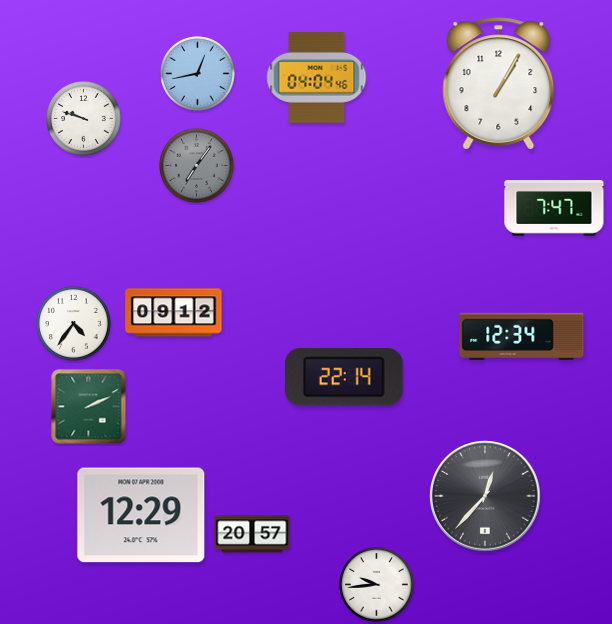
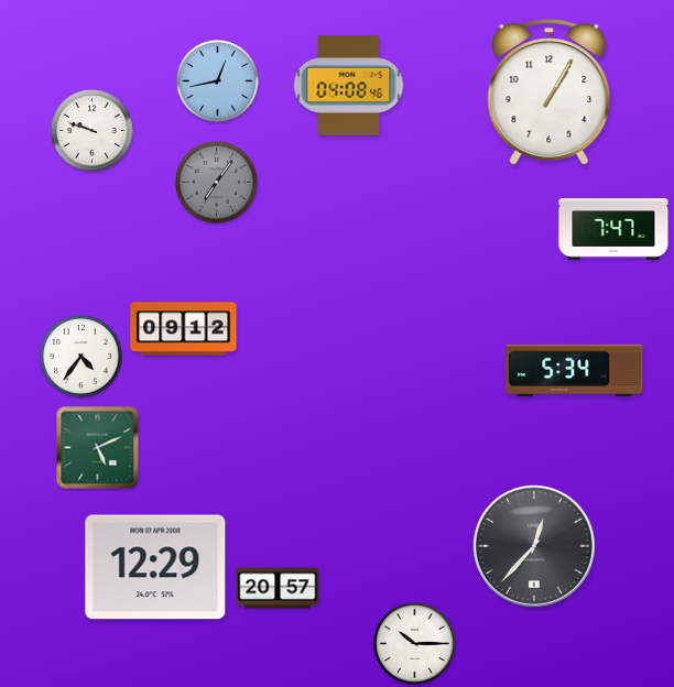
clock at (317, 78): 04:04 -> 04:08
clock at (554, 208) position: (554, 208) -> (613, 229)
clock at (174, 313) position: (174, 313) -> (184, 329)
clock at (522, 336): 12:34 -> 5:34
clock at (344, 377): 22:14 -> none
clock at (89, 407): 2:11 -> 5:11
clock at (377, 585): 9:44 -> 10:15
